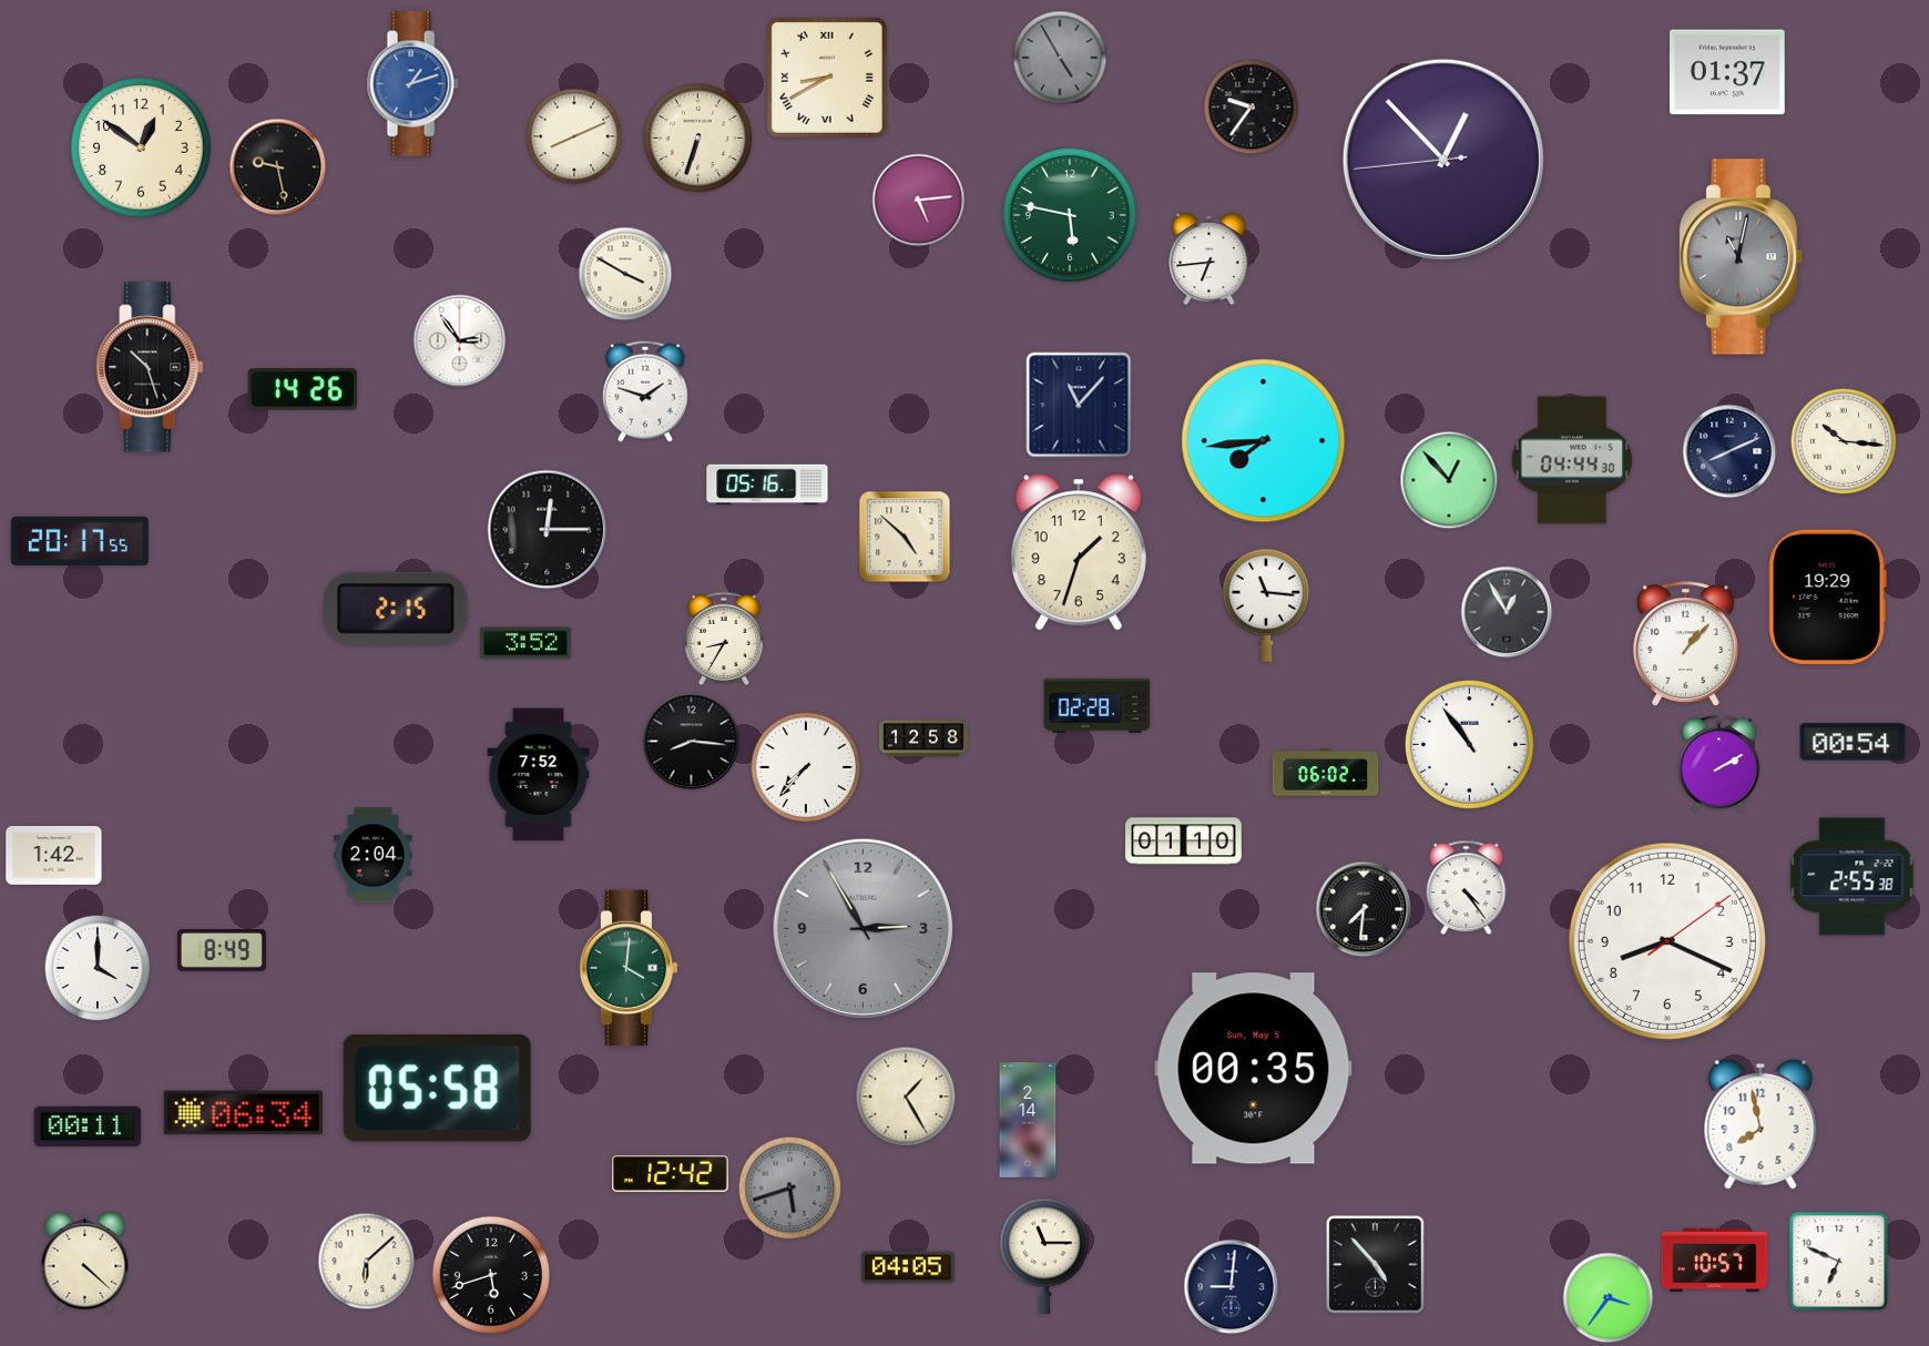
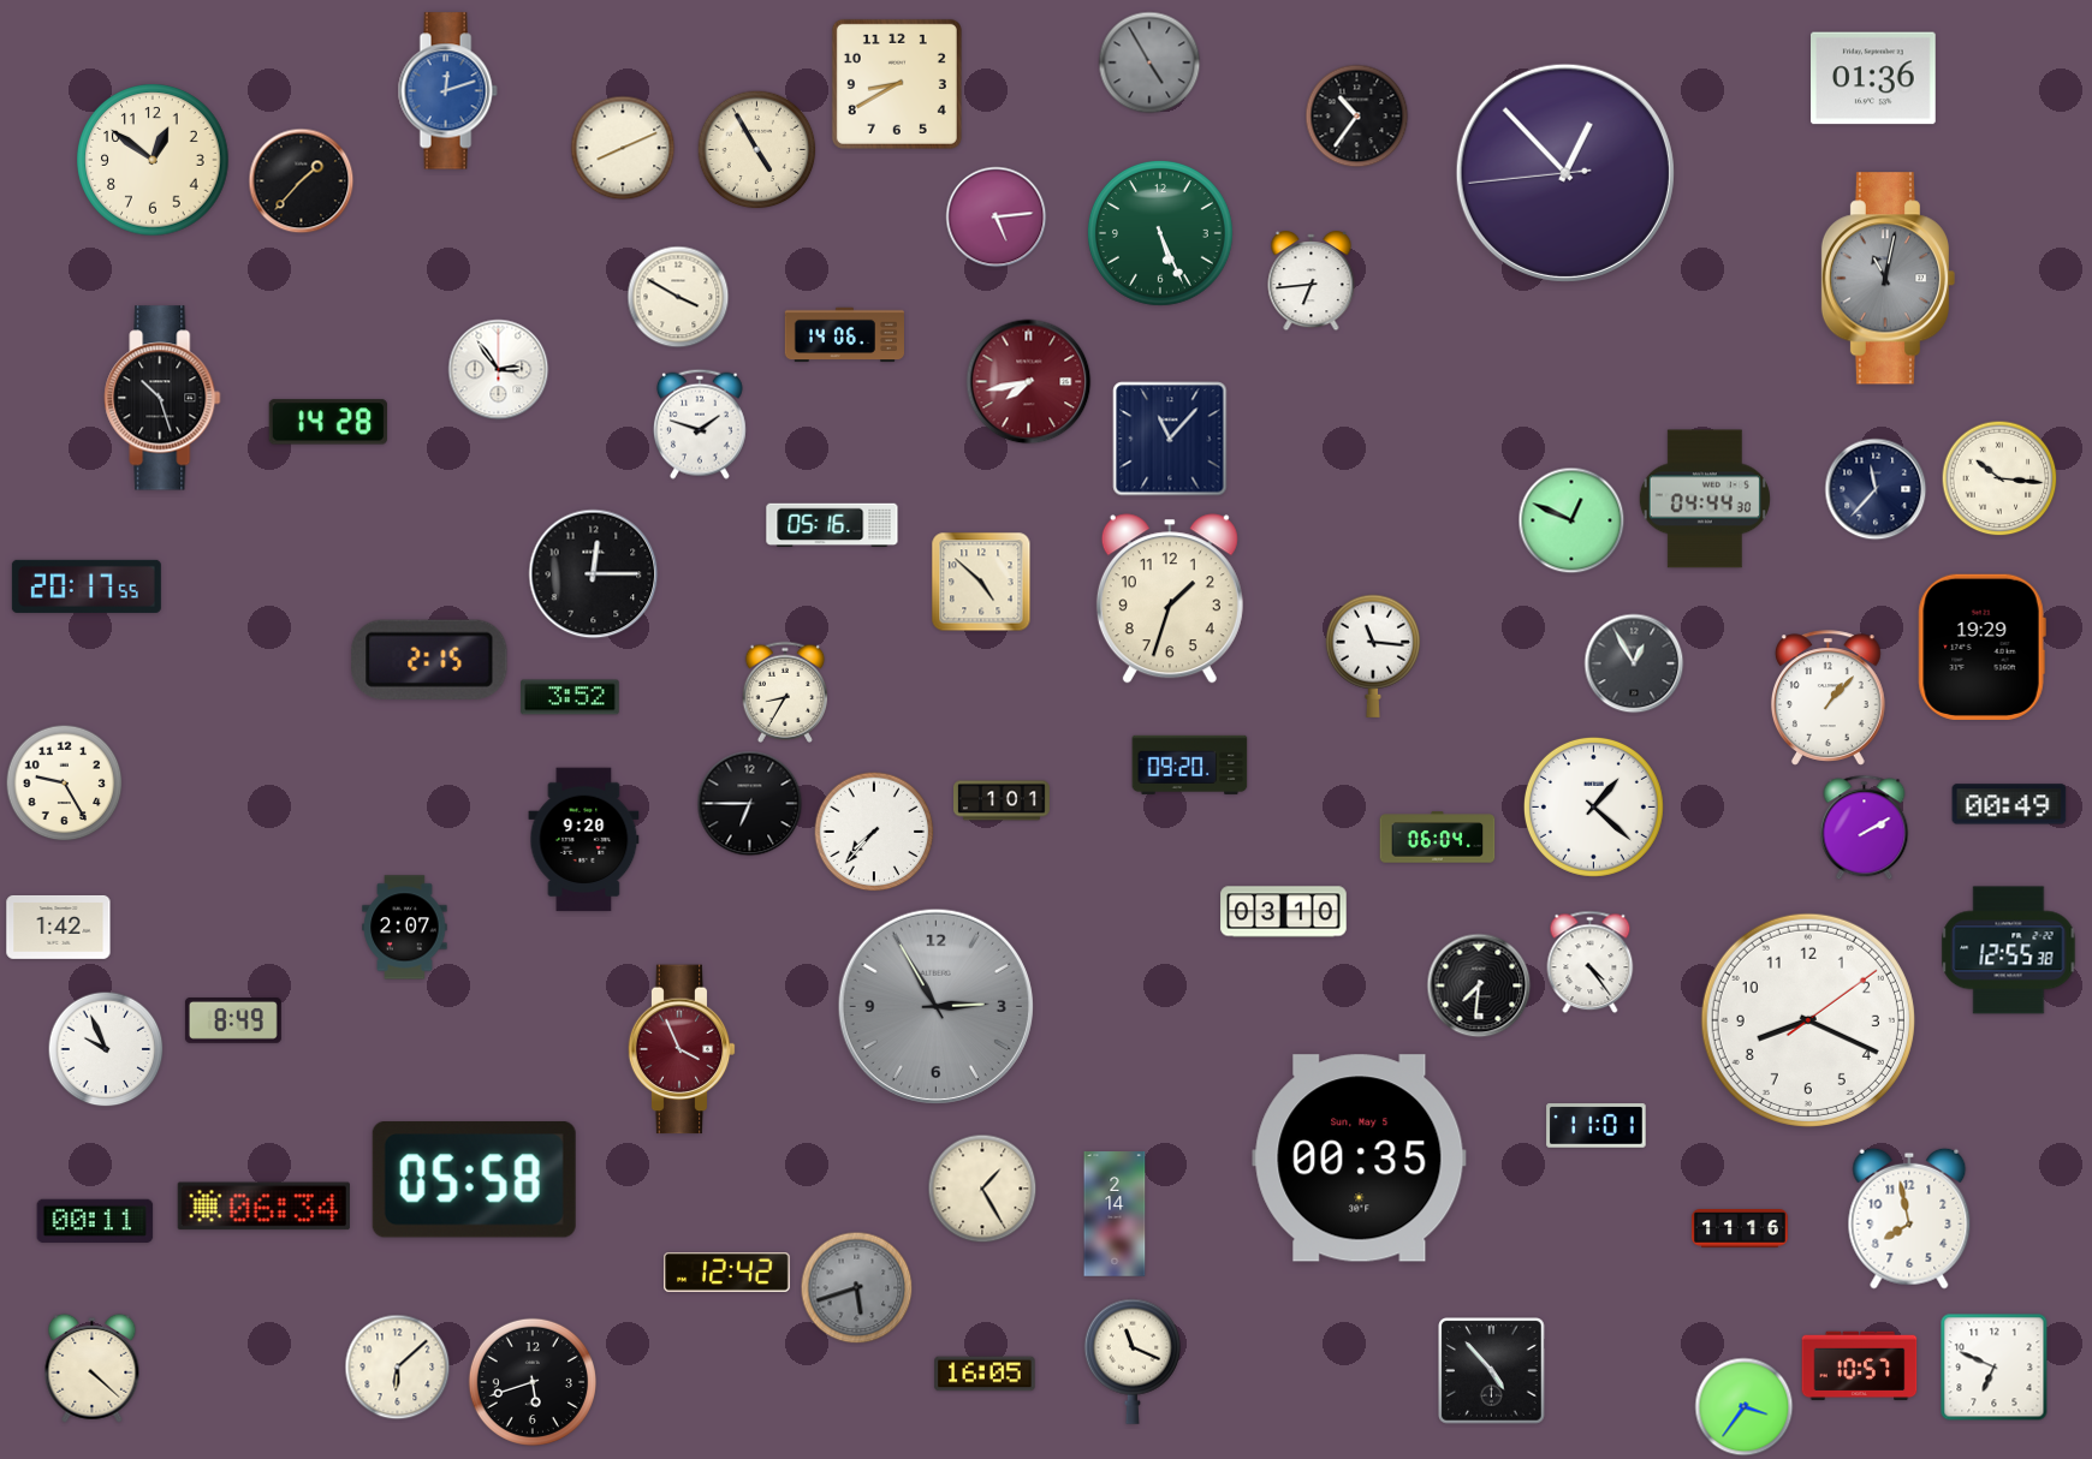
clock at (1728, 72): 01:37 -> 01:36
clock at (827, 78) numerals: Roman -> Arabic
clock at (412, 84): 1:12 -> 12:12
clock at (1252, 108): 9:36 -> 10:36
clock at (698, 139): 6:33 -> 4:55
clock at (278, 167): 9:28 -> 1:37
clock at (1071, 216): 5:47 -> 5:26
clock at (844, 335): none -> 14:06
clock at (1029, 382): none -> 7:43
clock at (303, 389): 14:26 -> 14:28
clock at (1264, 441): 7:44 -> none
clock at (1729, 451): 8:11 -> 11:37
clock at (1449, 480): 12:53 -> 12:49
clock at (1098, 705): 02:28 -> 09:20
clock at (65, 784): none -> 9:25
clock at (925, 738): 12:58 -> 1:01
clock at (692, 742): 8:16 -> 6:45
clock at (1853, 742): 00:54 -> 00:49
clock at (1469, 744): 10:54 -> 1:22
clock at (1326, 773): 06:02 -> 06:04
clock at (539, 775): 7:52 -> 9:20
clock at (1184, 842): 01:10 -> 03:10
clock at (374, 856): 2:04 -> 2:07
clock at (1853, 877): 2:55 -> 12:55
clock at (222, 951) position: (222, 951) -> (233, 1022)
clock at (98, 968): 4:00 -> 9:56
clock at (629, 968): 4:01 -> 3:56
clock at (629, 968) dial: green -> burgundy
clock at (1597, 1126): none -> 11:01
clock at (1740, 1229): none -> 11:16
clock at (1044, 1256): 11:15 -> 11:19
clock at (908, 1267): 04:05 -> 16:05
clock at (1232, 1287): 9:01 -> none
